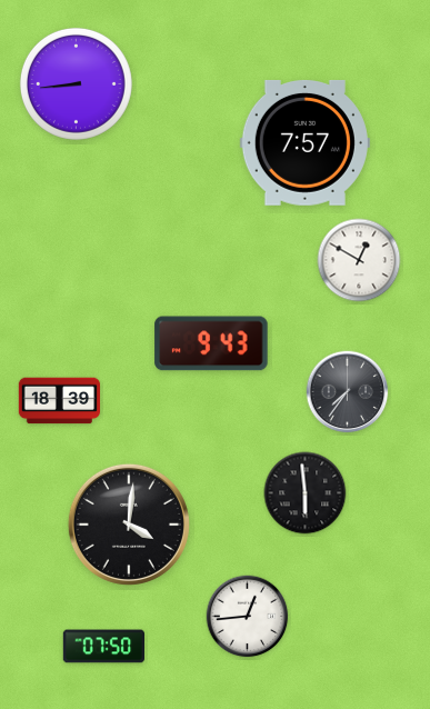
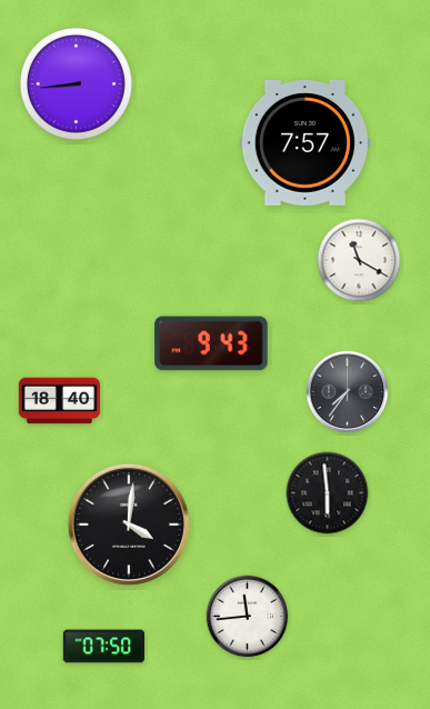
clock at (359, 260): 12:50 -> 11:20
clock at (59, 401): 18:39 -> 18:40
clock at (306, 493) position: (306, 493) -> (328, 493)
clock at (248, 617): 12:44 -> 11:44
